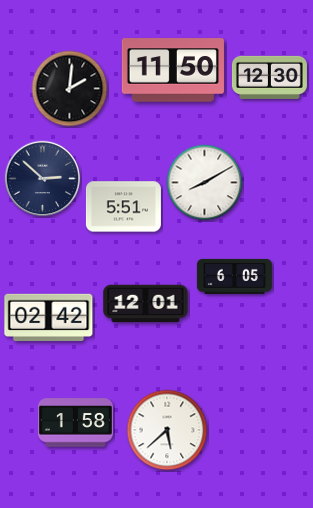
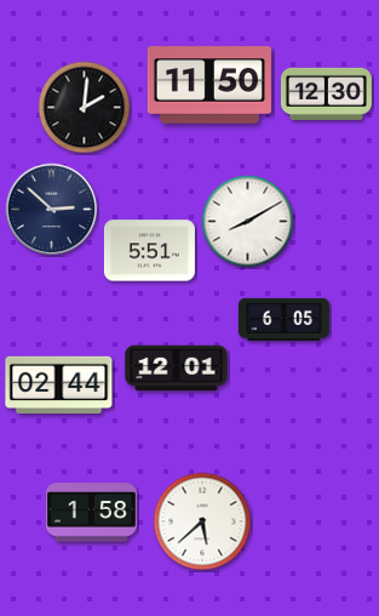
clock at (43, 179) position: (43, 179) -> (52, 210)
clock at (234, 276) position: (234, 276) -> (283, 319)
clock at (49, 317): 02:42 -> 02:44
